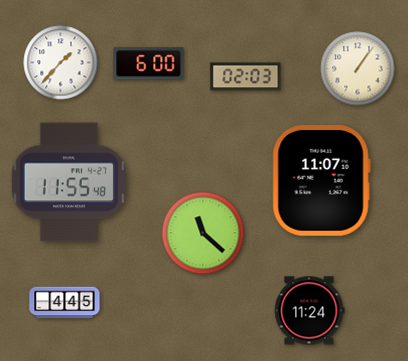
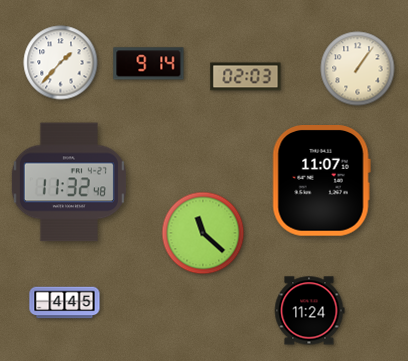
clock at (149, 64): 6:00 -> 9:14
clock at (69, 182): 11:55 -> 11:32
